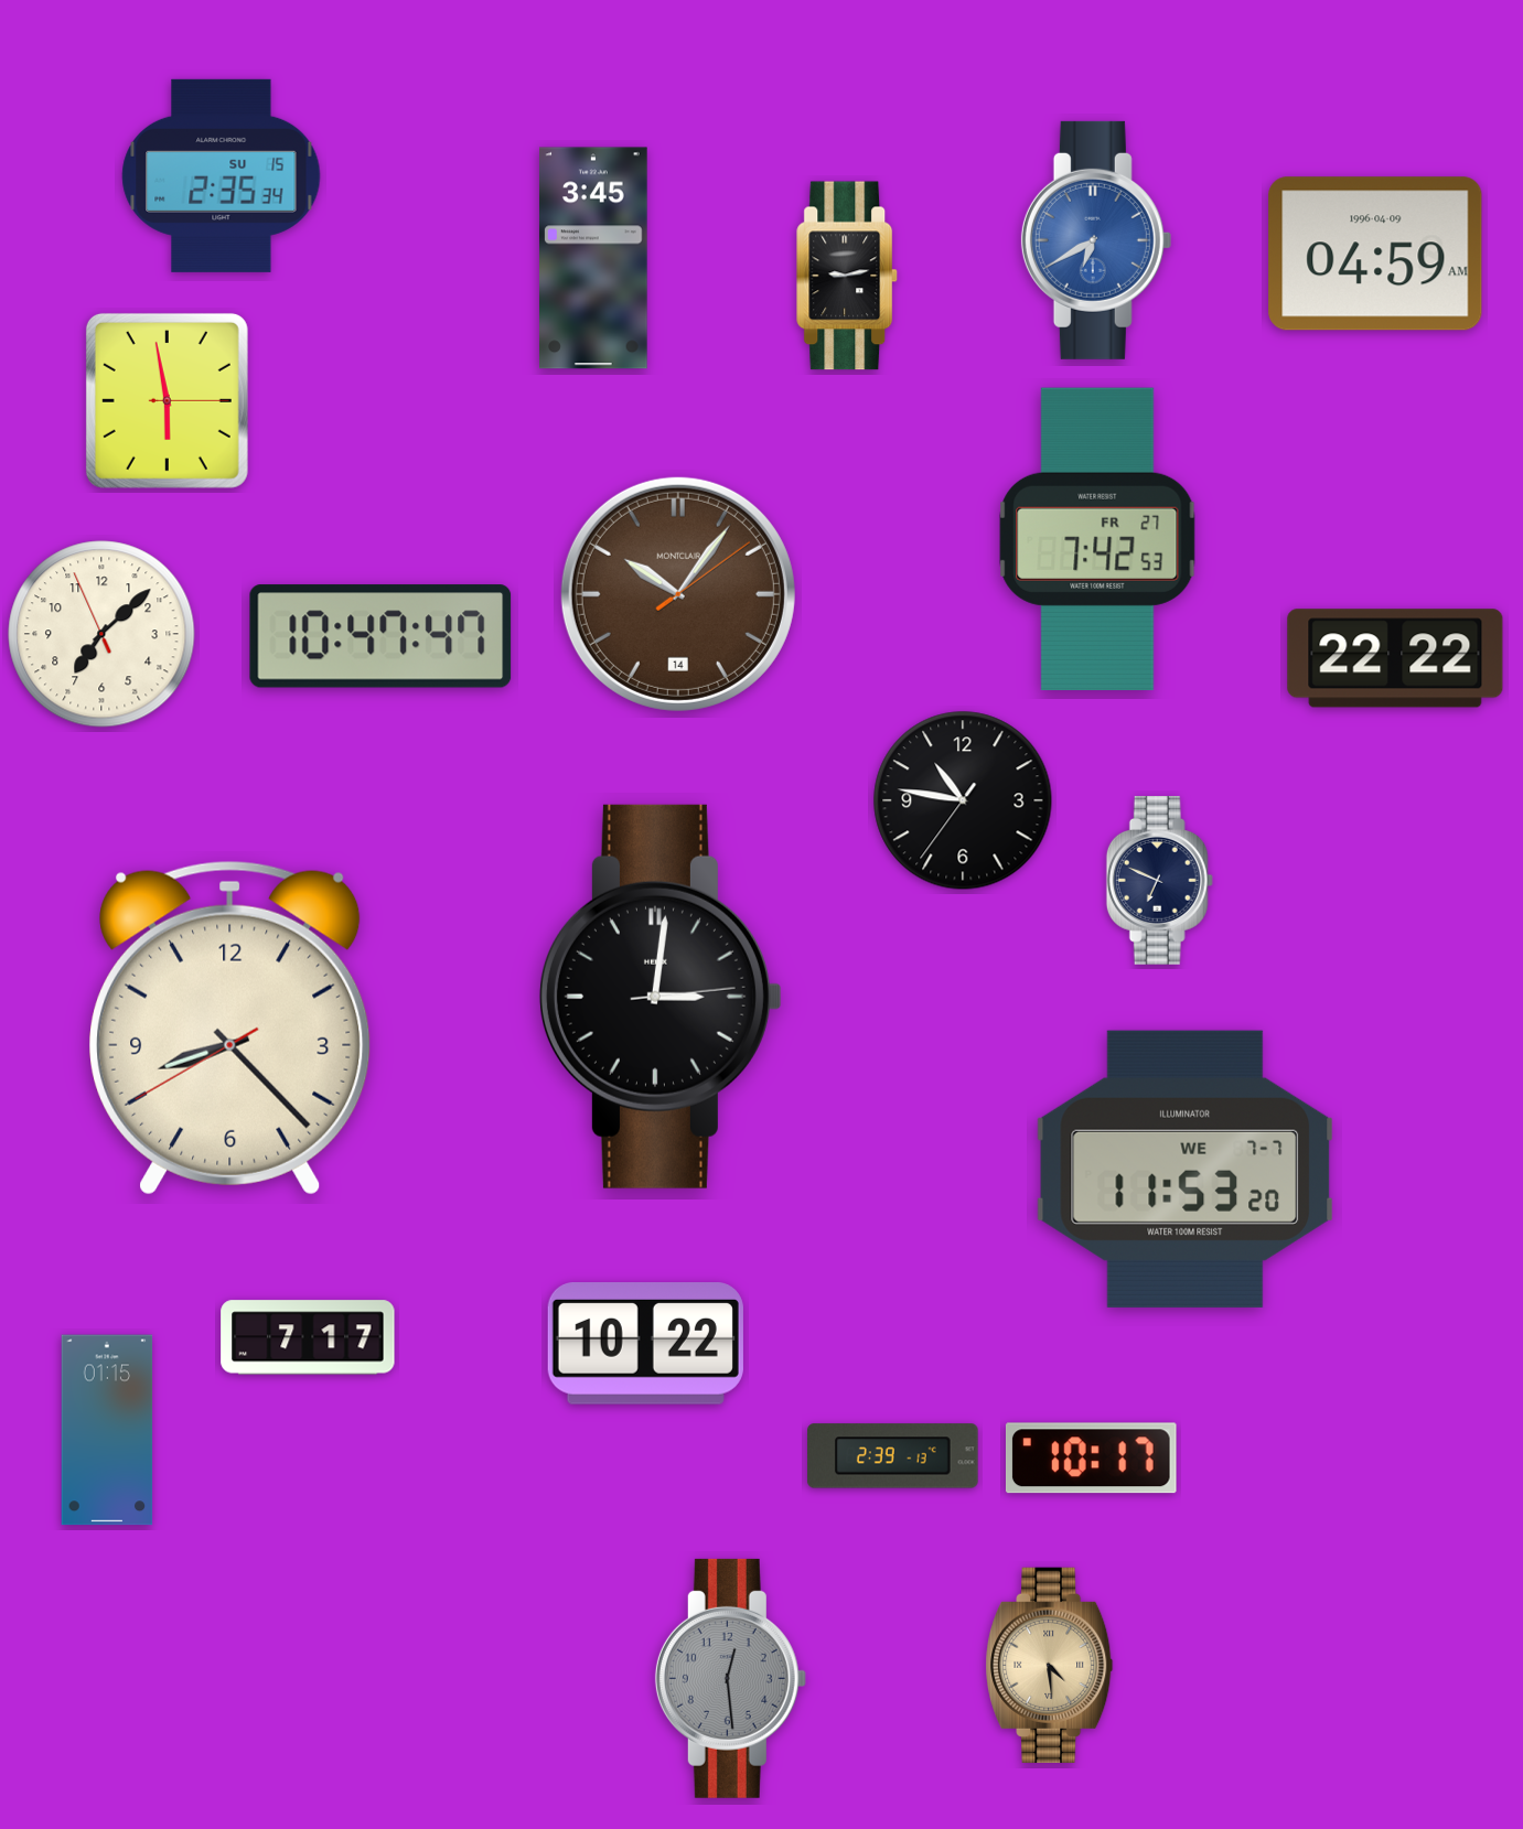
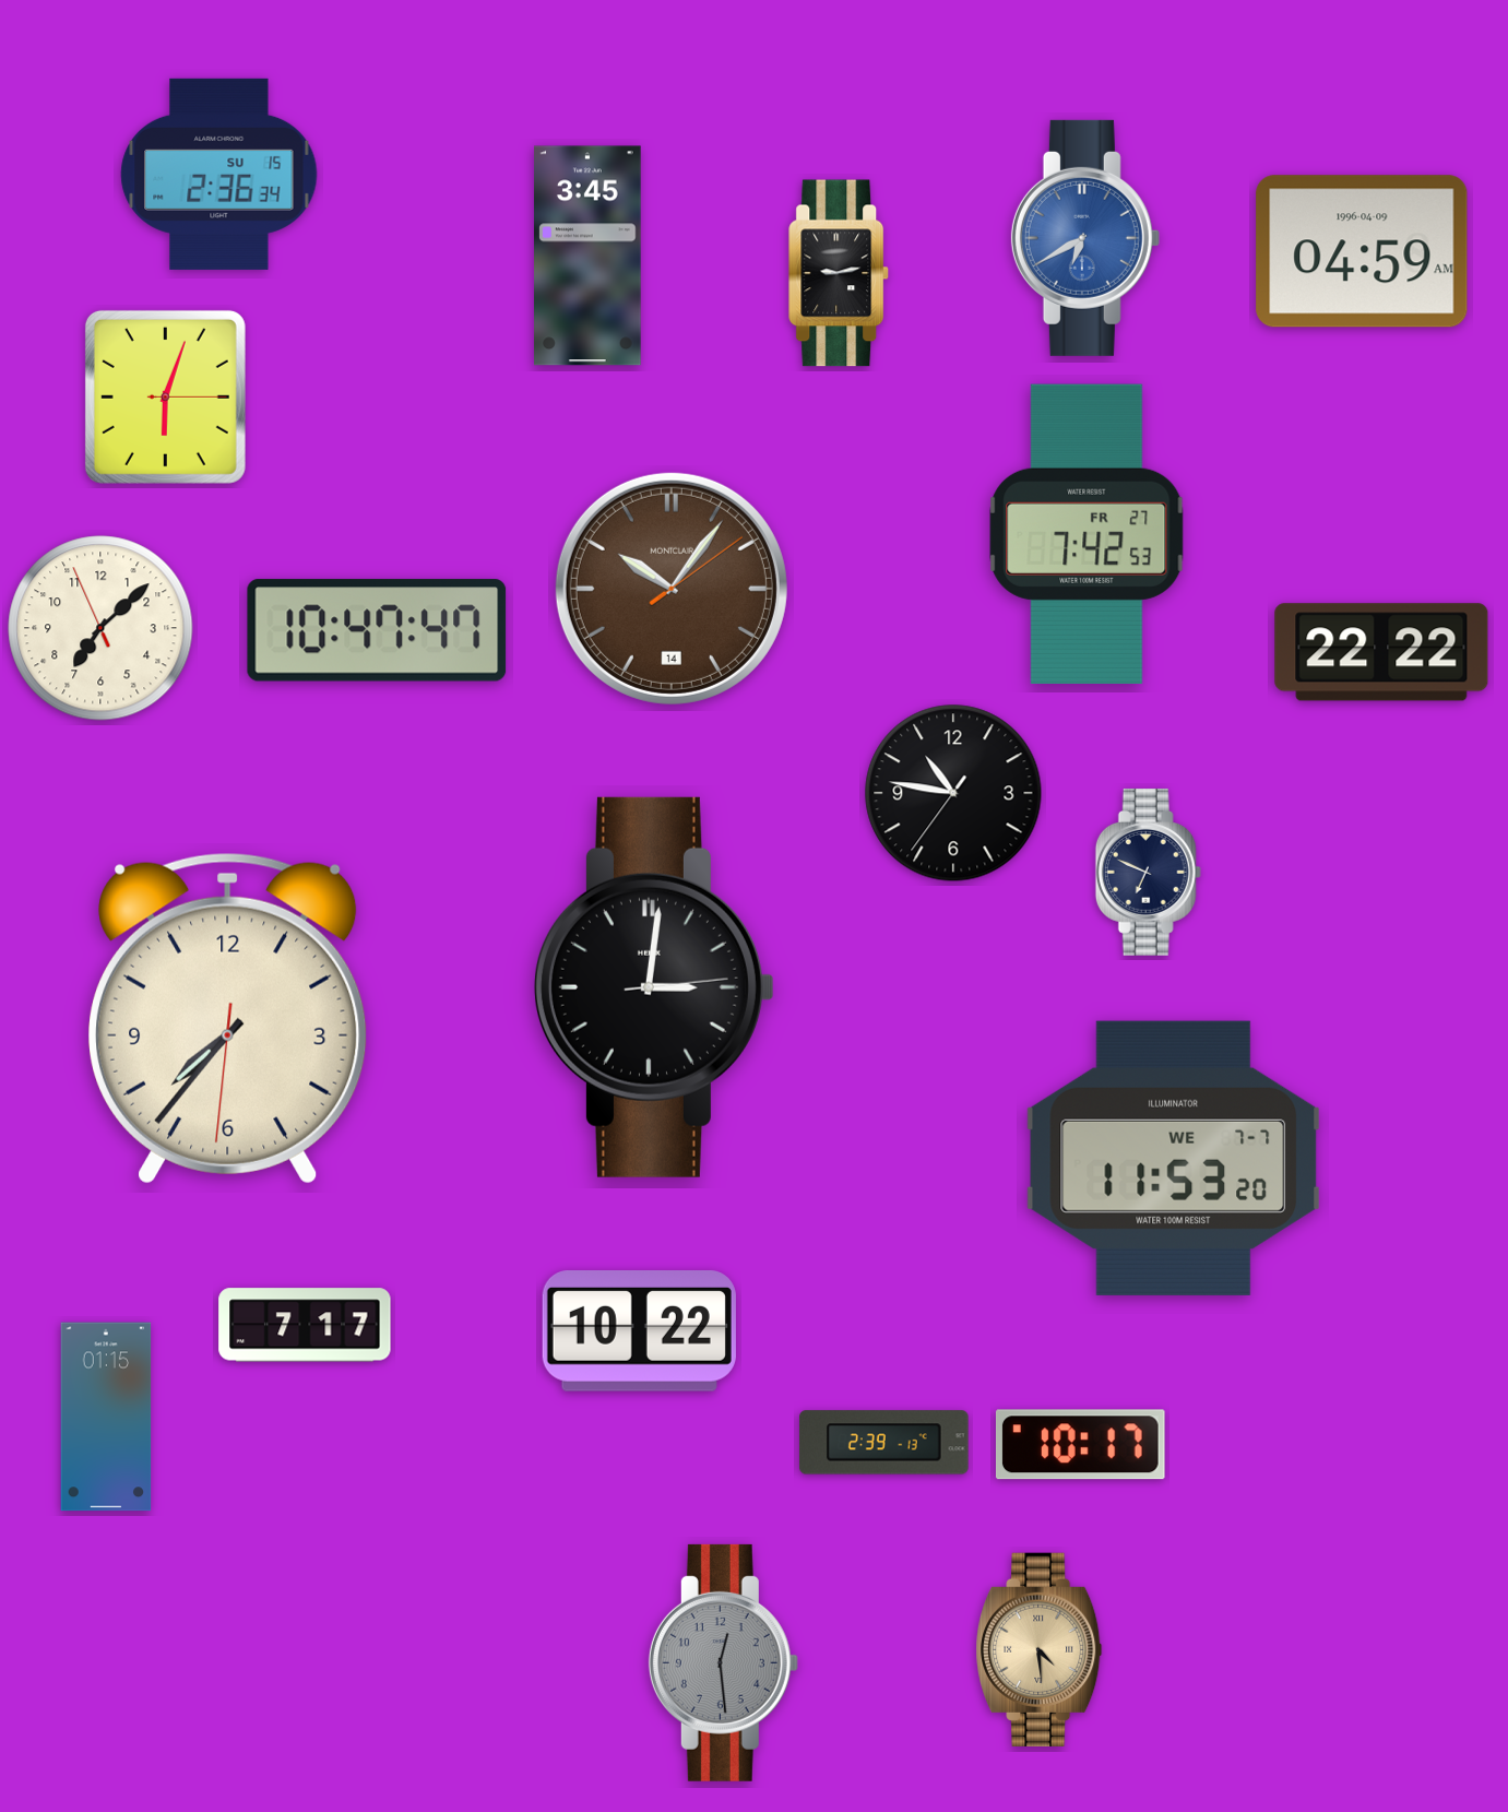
clock at (222, 175): 2:35 -> 2:36
clock at (167, 400): 5:58 -> 6:03
clock at (230, 1028): 8:22 -> 7:36
